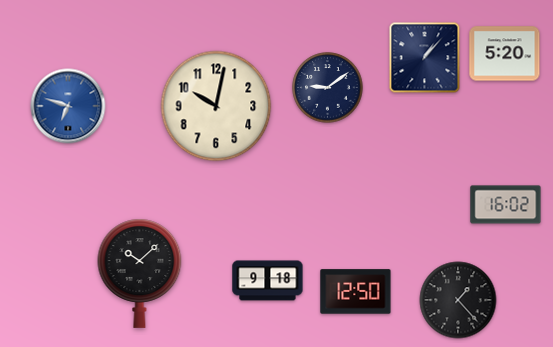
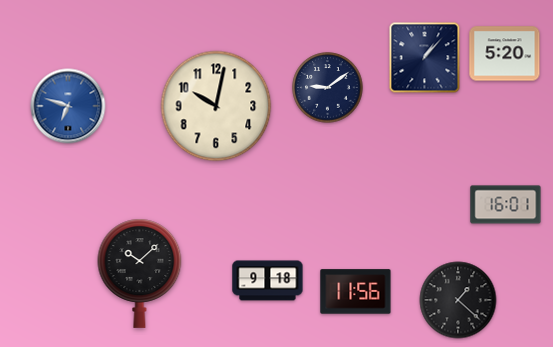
clock at (506, 205): 16:02 -> 16:01
clock at (356, 292): 12:50 -> 11:56
clock at (458, 300): 1:23 -> 1:22
